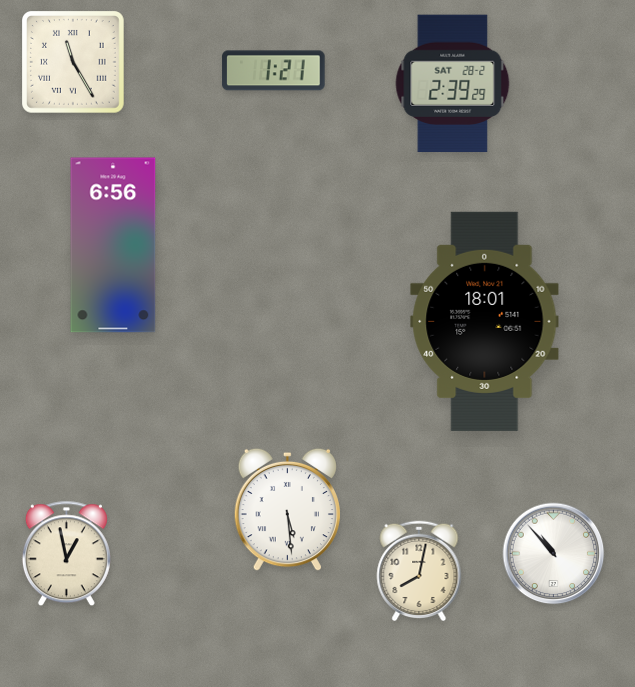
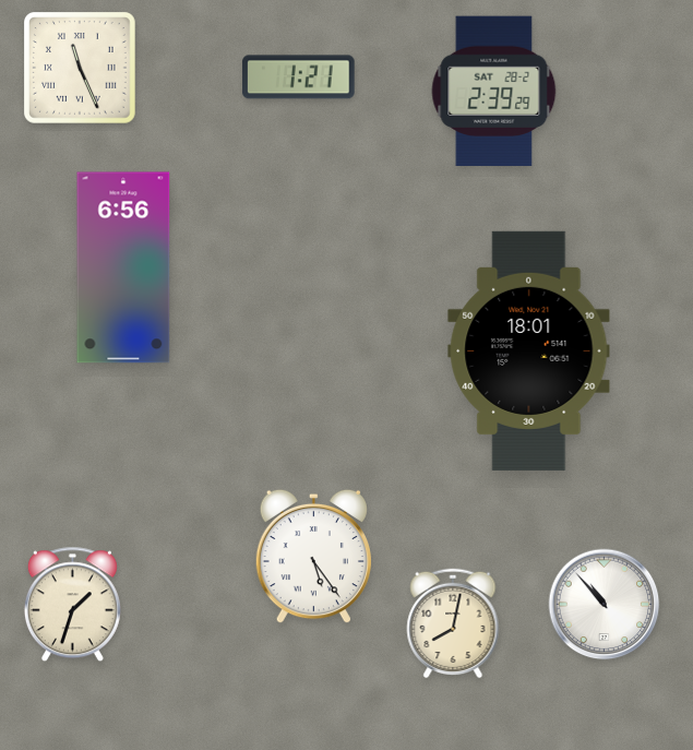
clock at (74, 63): 11:25 -> 11:26
clock at (287, 510): 5:29 -> 5:24
clock at (66, 554): 12:58 -> 1:33
clock at (419, 571) position: (419, 571) -> (453, 623)
